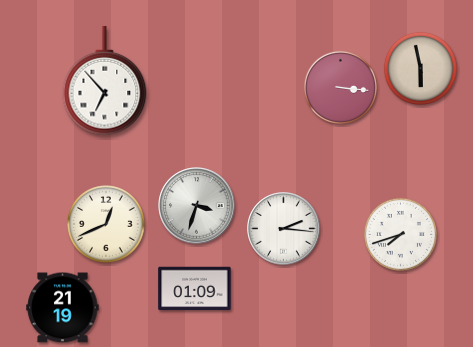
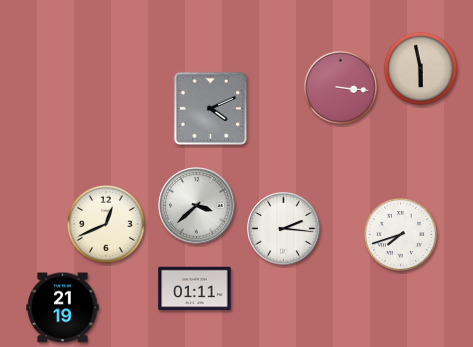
clock at (105, 82): 6:53 -> none
clock at (210, 108): none -> 4:11
clock at (197, 206): 3:33 -> 3:38
clock at (195, 289): 01:09 -> 01:11
